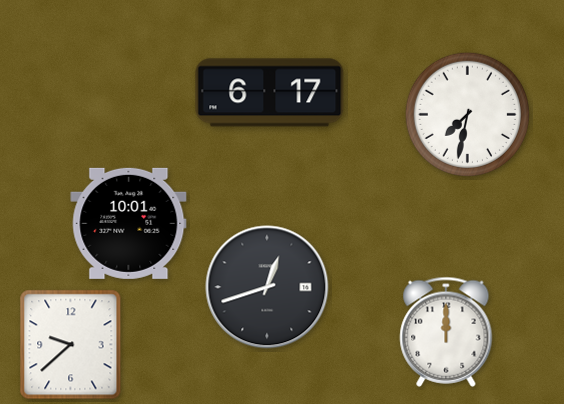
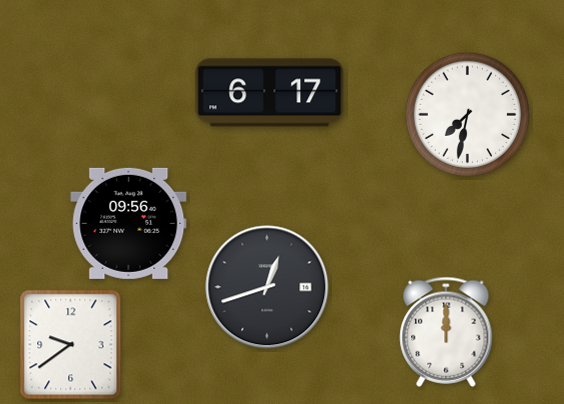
clock at (129, 223): 10:01 -> 09:56
clock at (71, 345): 9:38 -> 9:39
